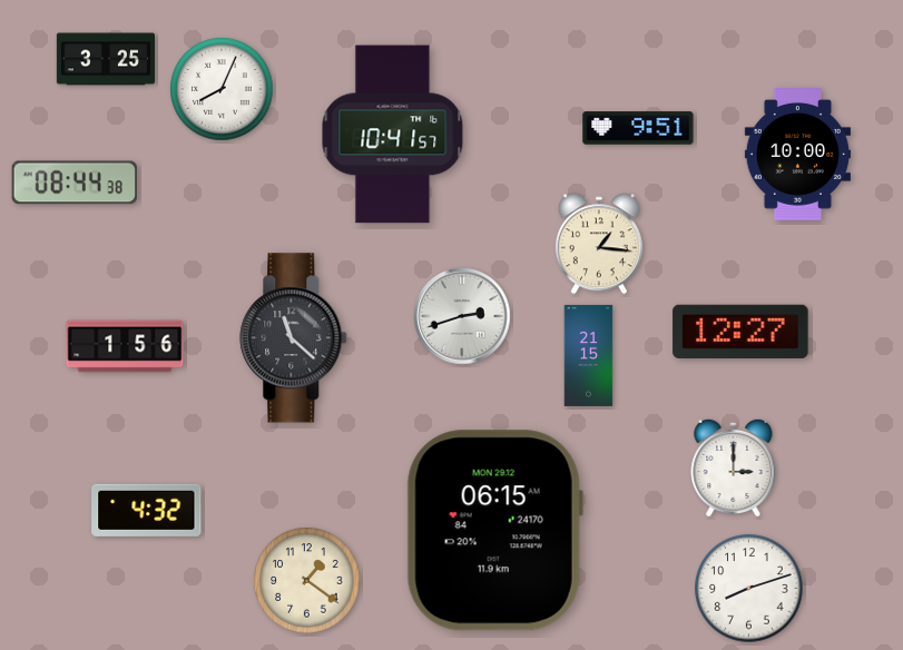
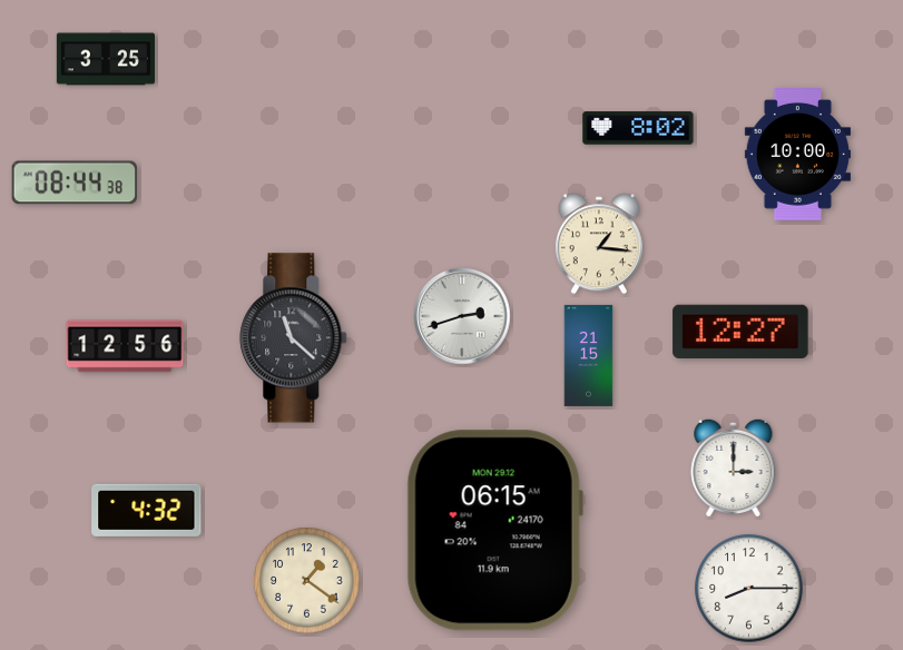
clock at (222, 89): 8:04 -> none
clock at (638, 128): 9:51 -> 8:02
clock at (393, 135): 10:41 -> none
clock at (125, 346): 1:56 -> 12:56
clock at (749, 589): 8:12 -> 8:15
